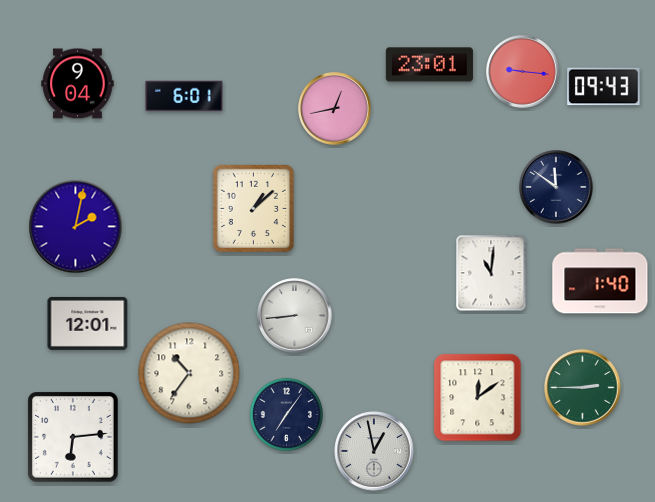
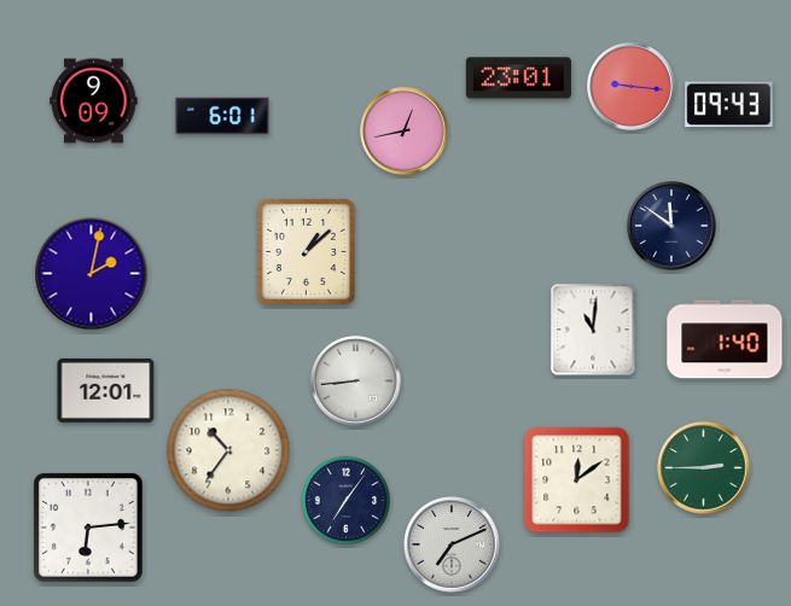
clock at (78, 84): 9:04 -> 9:09
clock at (374, 451): 12:58 -> 7:11
